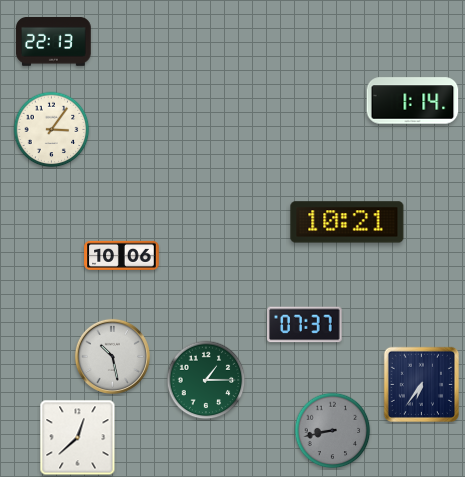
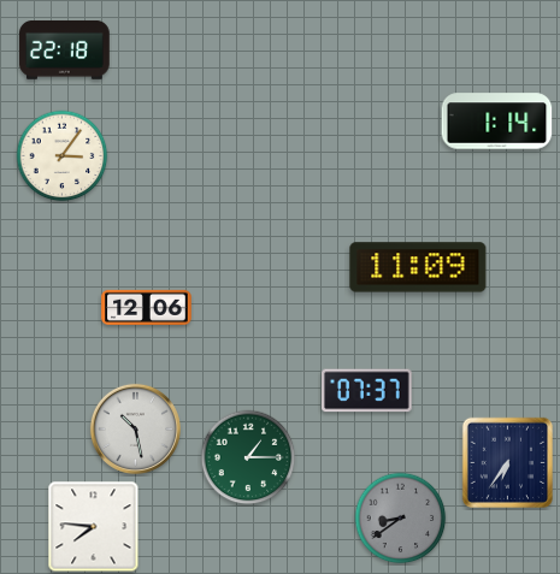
clock at (54, 42): 22:13 -> 22:18
clock at (347, 222): 10:21 -> 11:09
clock at (122, 255): 10:06 -> 12:06
clock at (333, 431): 8:43 -> 8:39
clock at (78, 438): 12:38 -> 7:46
